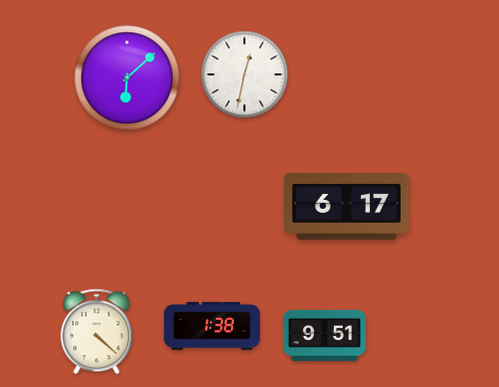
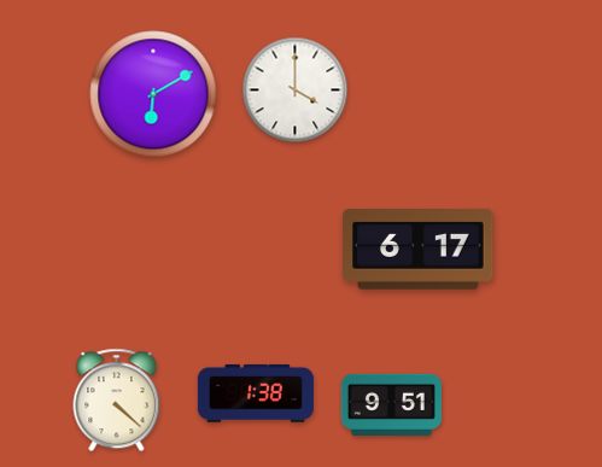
clock at (245, 75): 12:32 -> 4:00
clock at (127, 78): 6:08 -> 6:10
